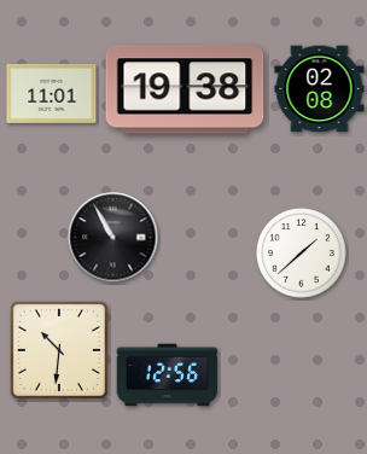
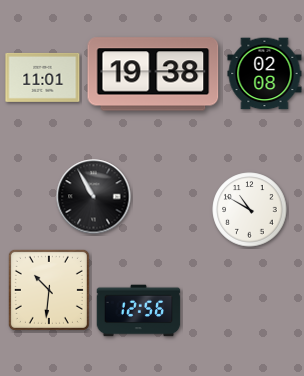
clock at (302, 254): 1:38 -> 10:50
